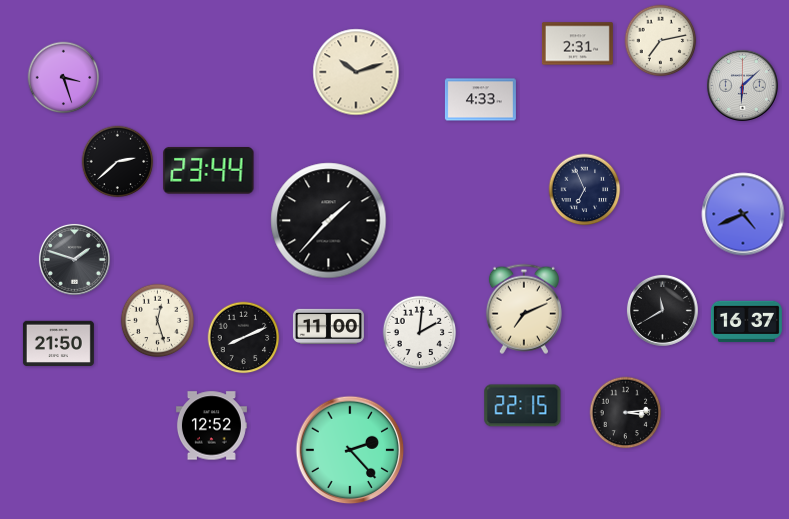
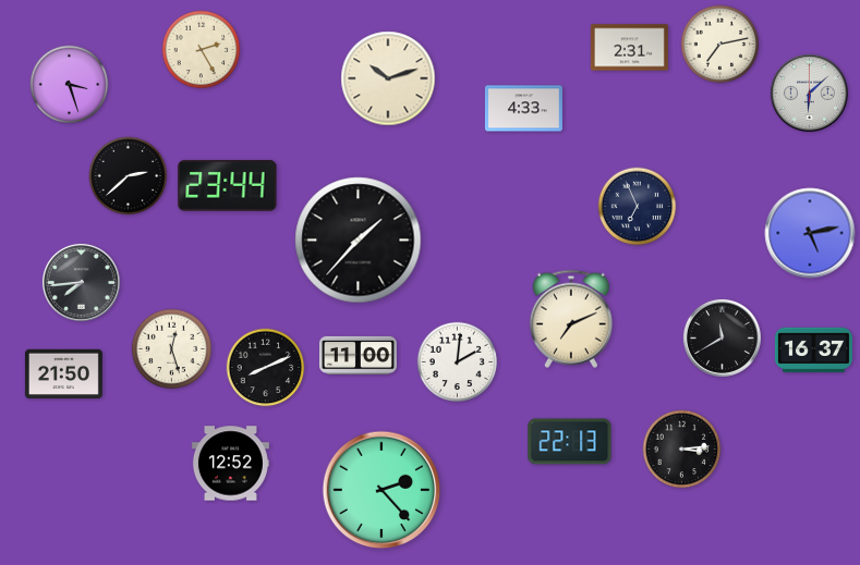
clock at (202, 50): none -> 2:25
clock at (743, 214): 4:41 -> 5:13
clock at (74, 259): 1:48 -> 7:44
clock at (524, 309) position: (524, 309) -> (571, 319)
clock at (523, 406): 22:15 -> 22:13
